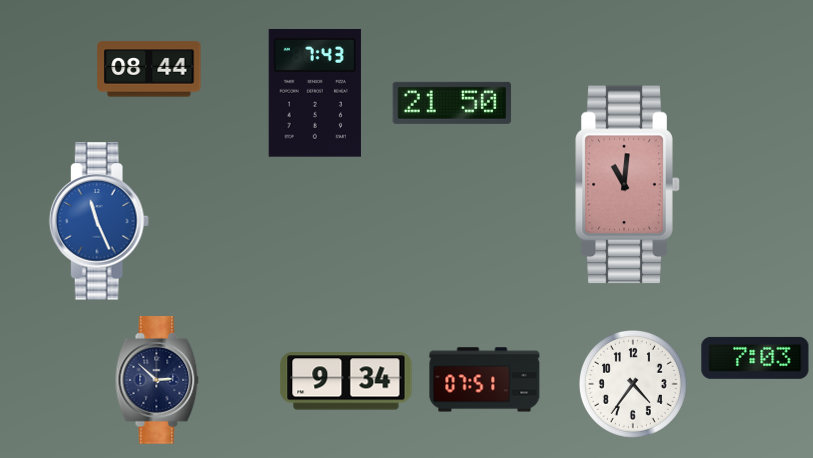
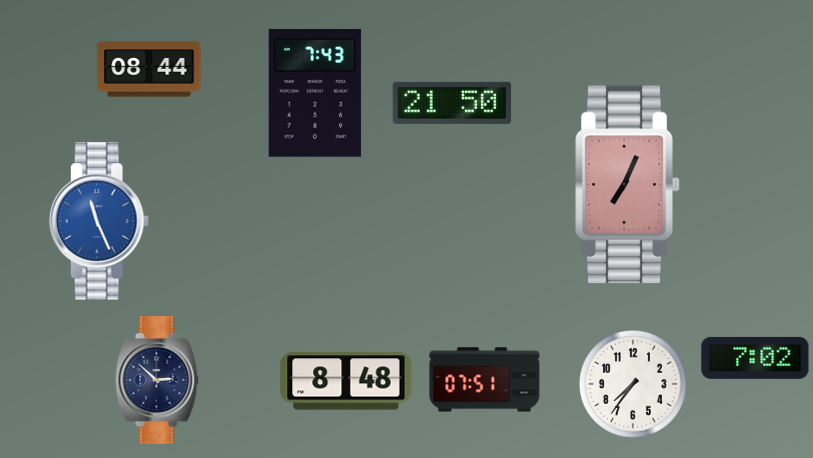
clock at (628, 185): 11:01 -> 7:04
clock at (755, 358): 7:03 -> 7:02
clock at (346, 381): 9:34 -> 8:48
clock at (633, 384): 4:36 -> 7:36
